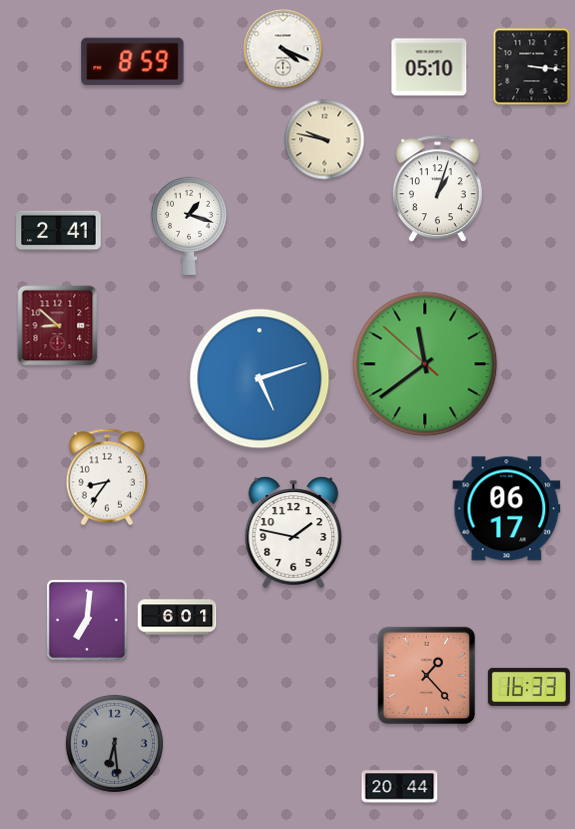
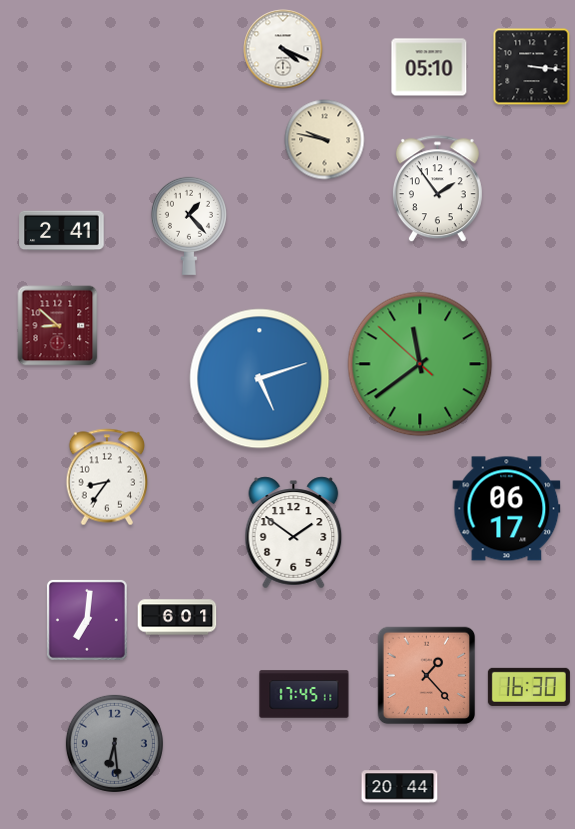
clock at (133, 61): 8:59 -> none
clock at (437, 189): 1:03 -> 1:54
clock at (189, 226): 1:18 -> 1:23
clock at (59, 231) position: (59, 231) -> (62, 231)
clock at (425, 364) position: (425, 364) -> (420, 364)
clock at (294, 533): 1:47 -> 1:51
clock at (529, 687): 16:33 -> 16:30
clock at (304, 694): none -> 17:45
